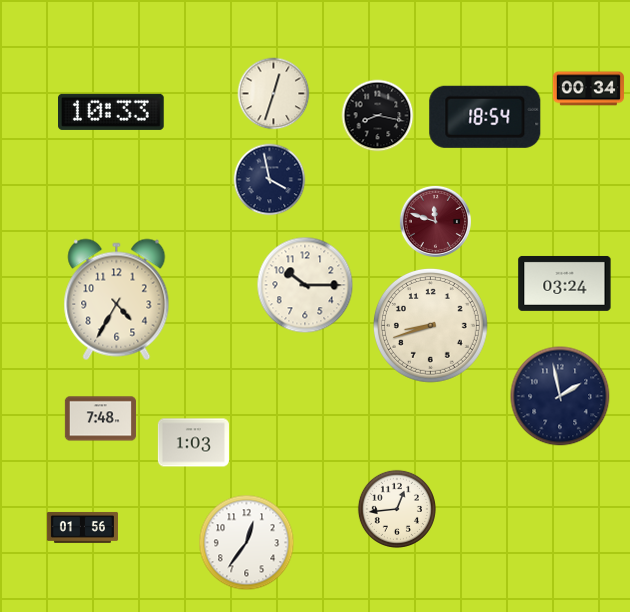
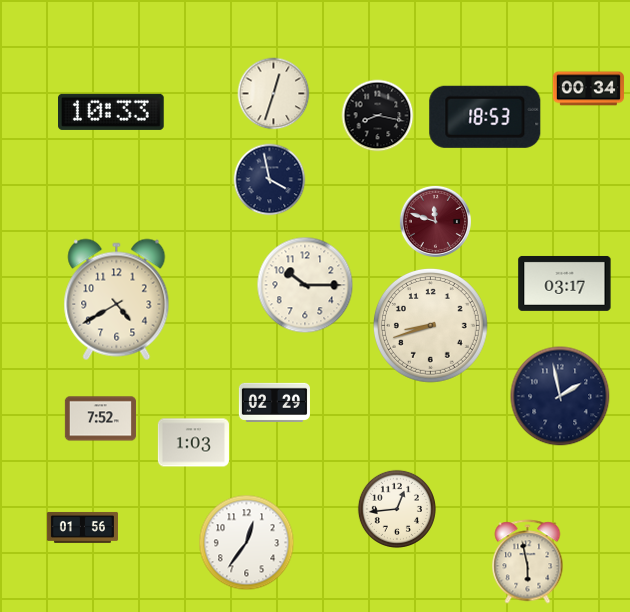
clock at (485, 117): 18:54 -> 18:53
clock at (565, 283): 03:24 -> 03:17
clock at (117, 300): 4:35 -> 4:40
clock at (274, 402): none -> 02:29
clock at (100, 419): 7:48 -> 7:52
clock at (528, 562): none -> 5:58
